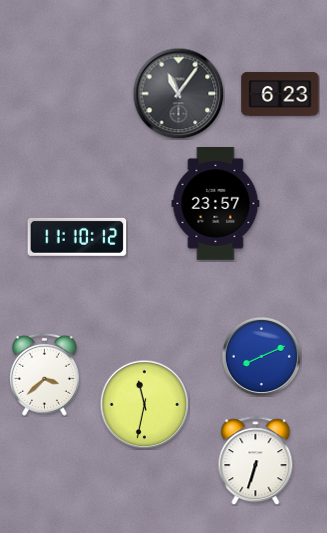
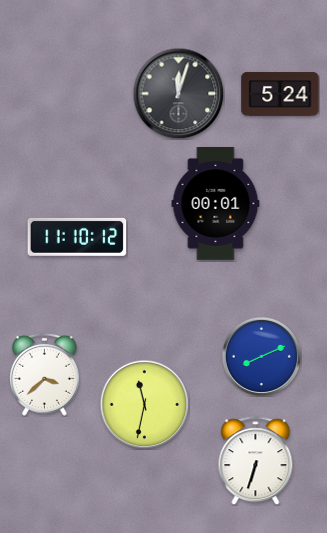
clock at (178, 93): 11:06 -> 12:03
clock at (280, 94): 6:23 -> 5:24
clock at (216, 204): 23:57 -> 00:01
